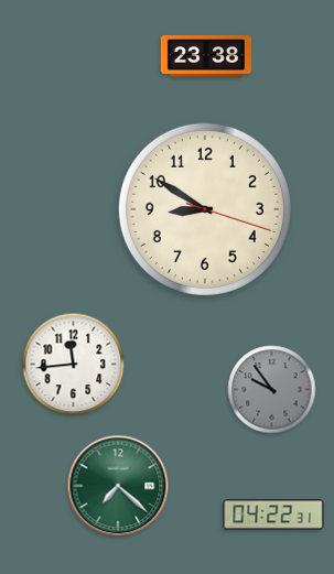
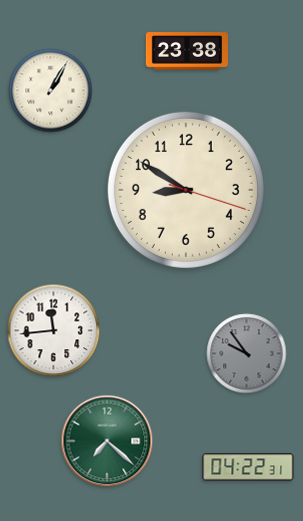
clock at (51, 91): none -> 1:05
clock at (74, 365) position: (74, 365) -> (54, 331)
